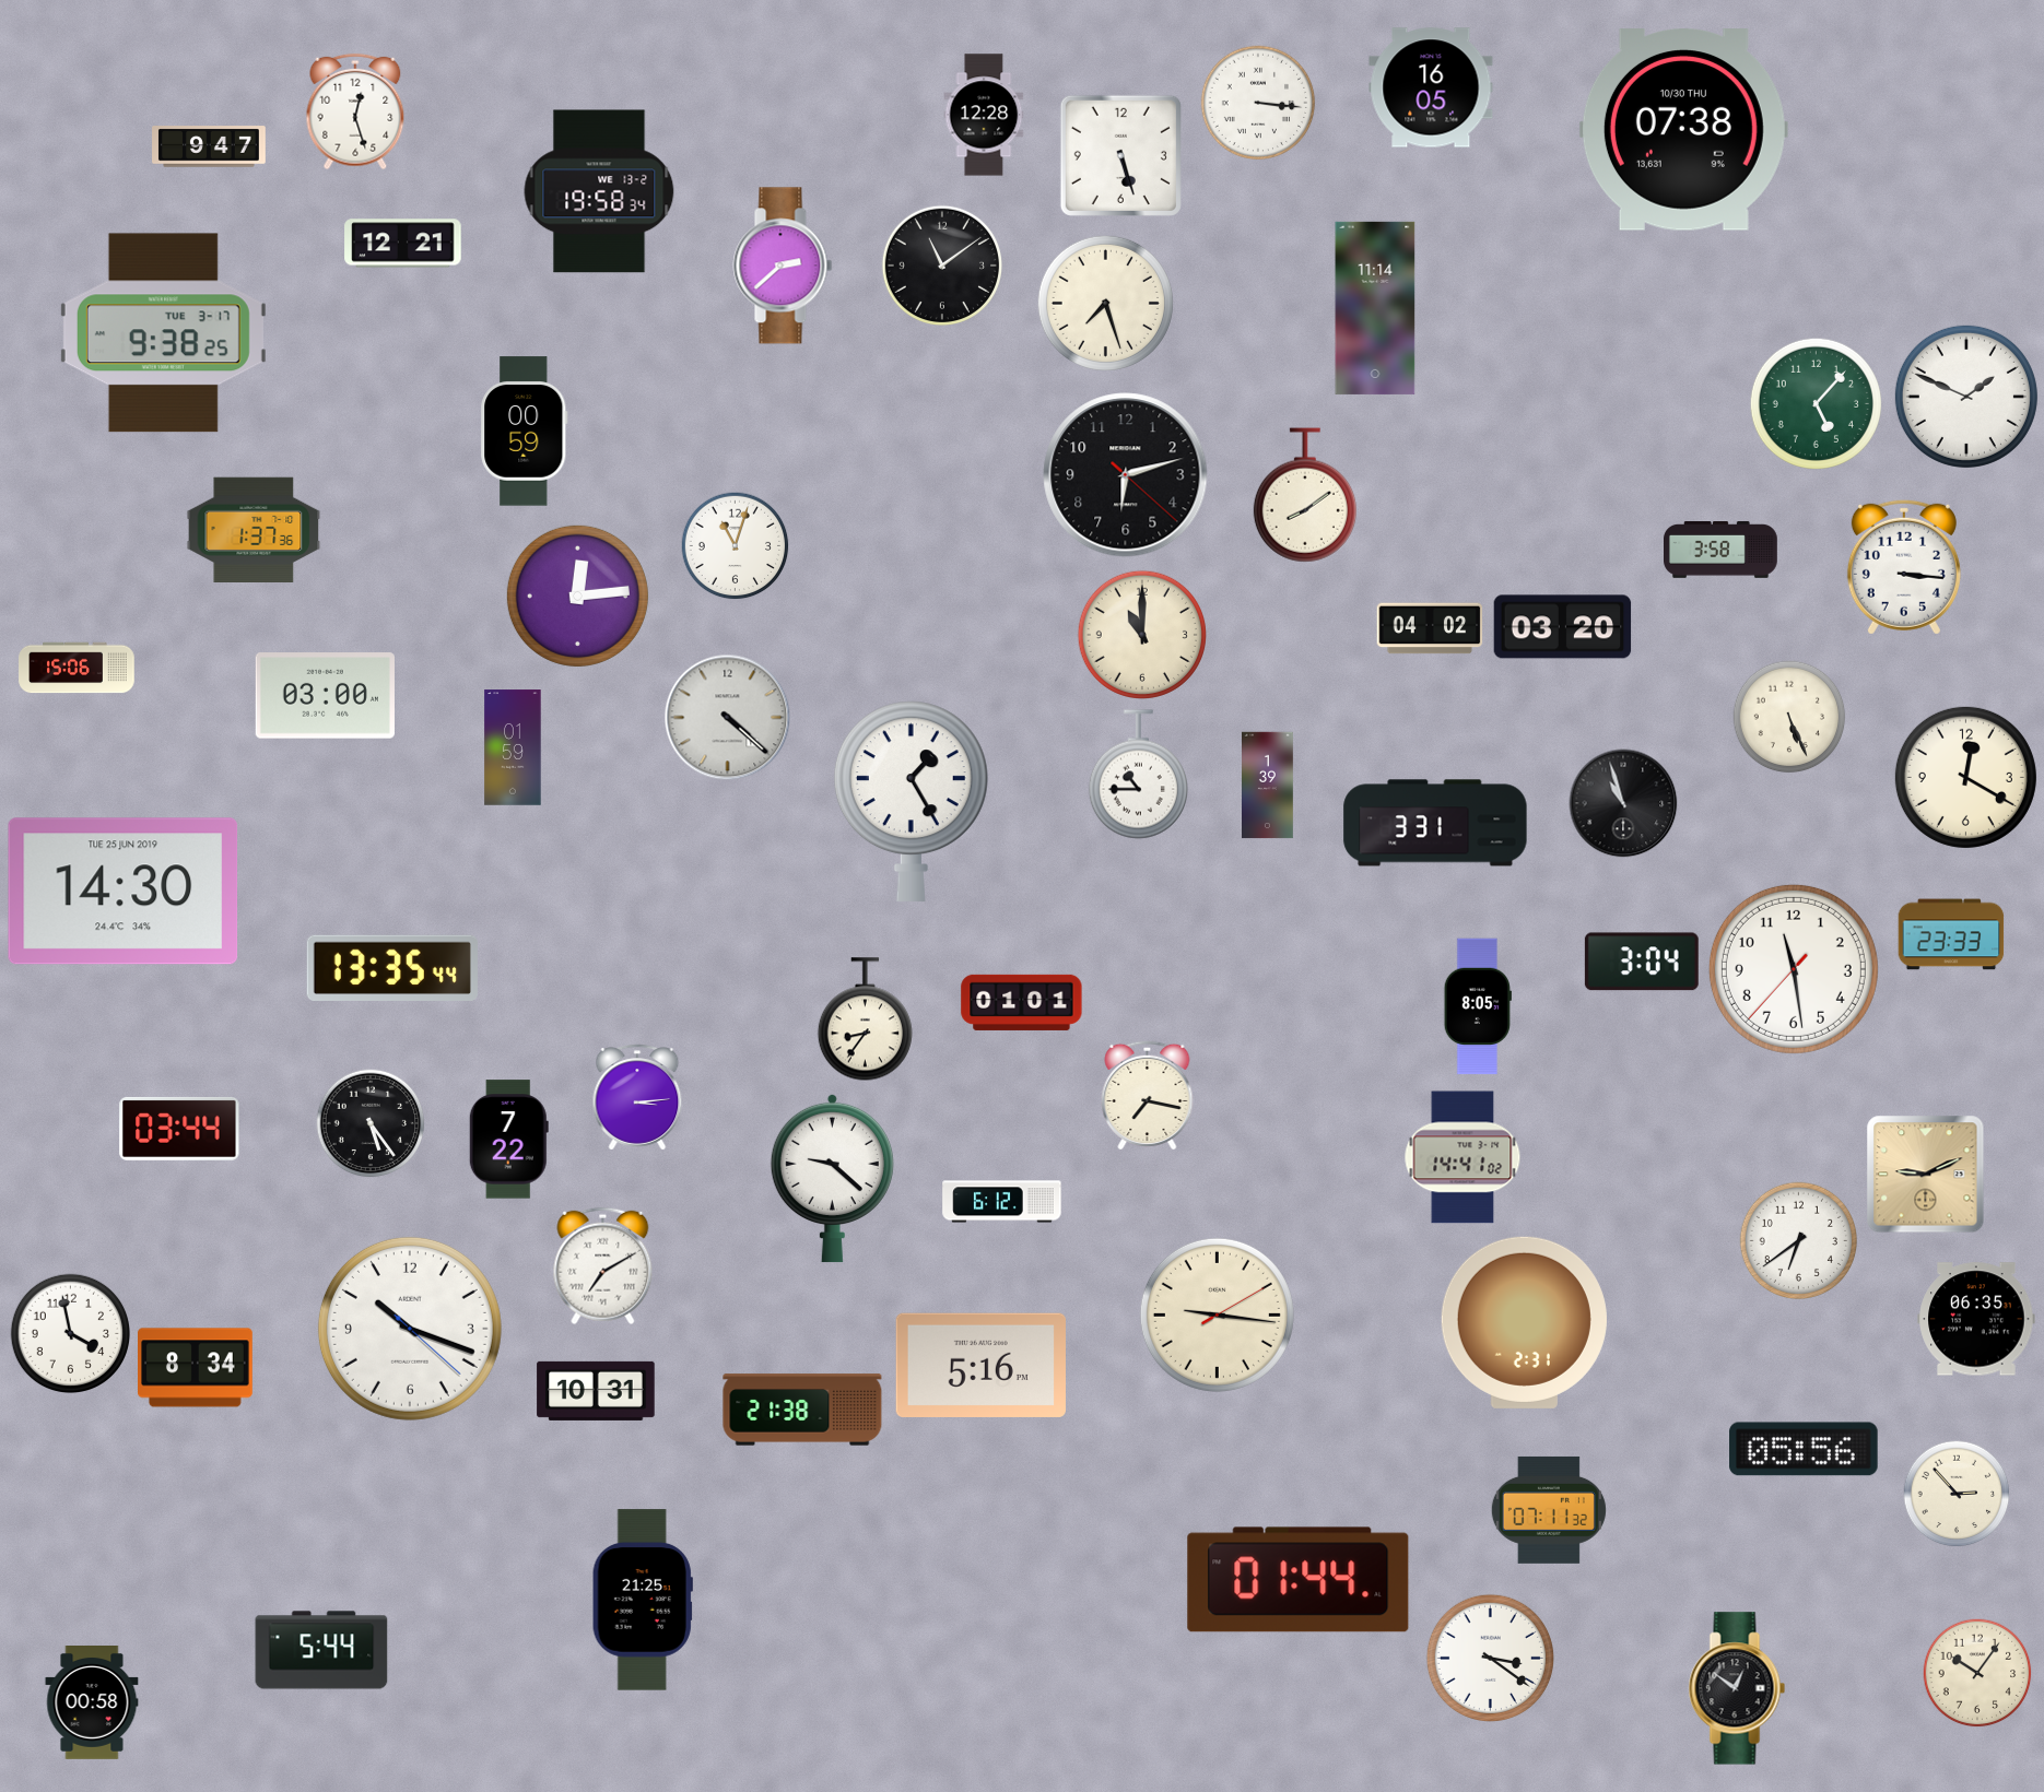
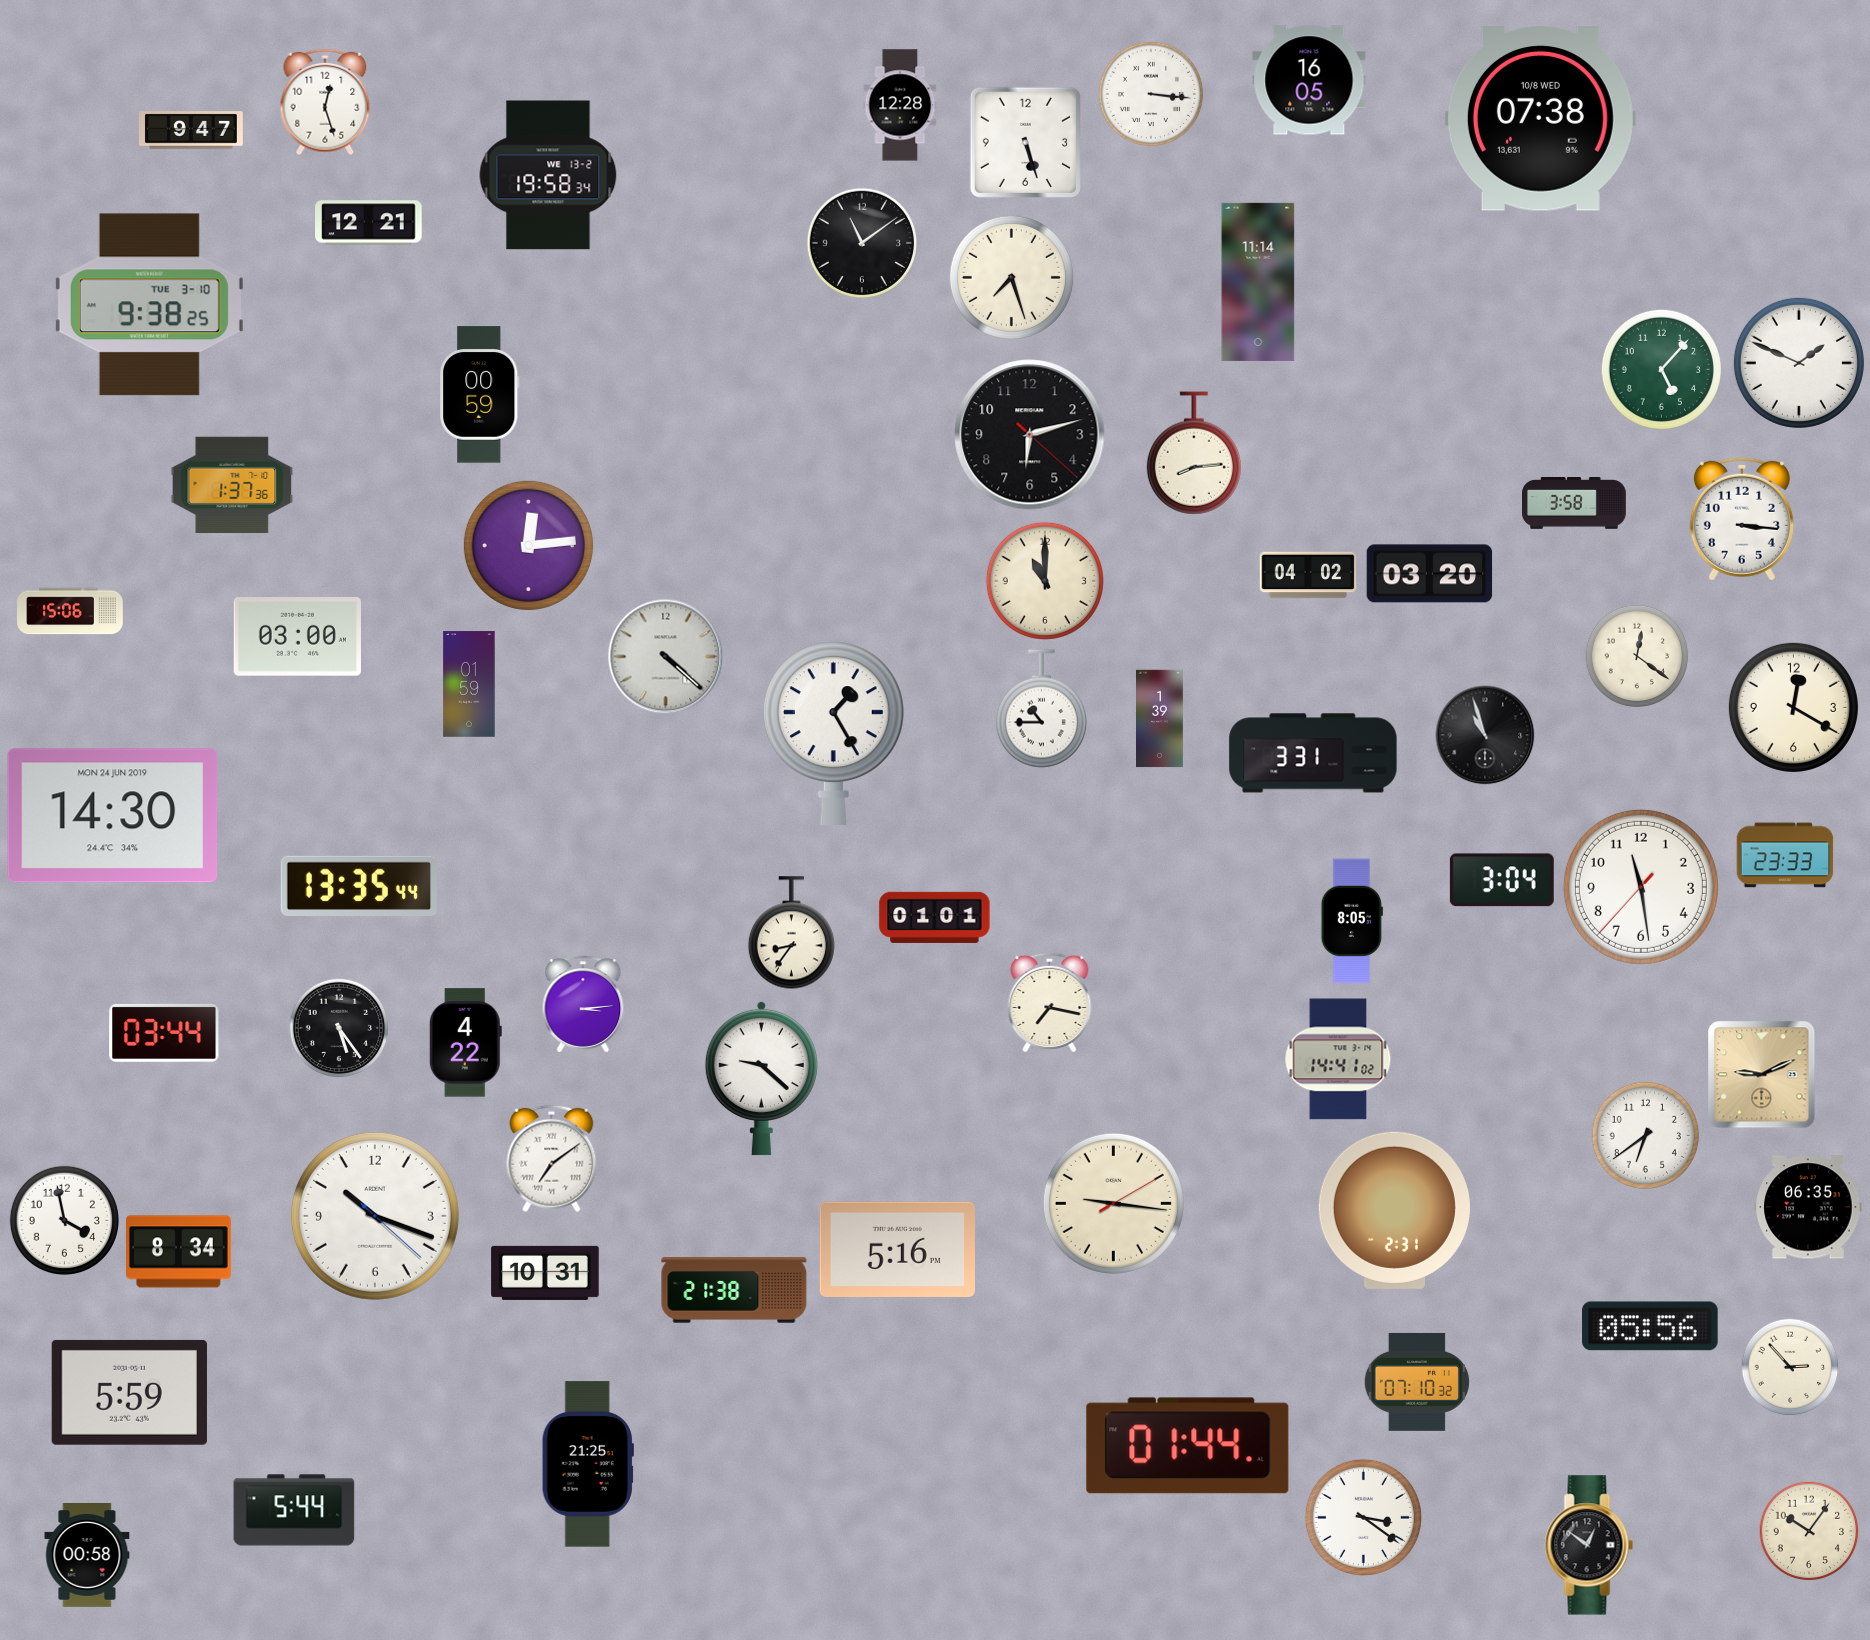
clock at (1683, 130) date: 10/30 THU -> 10/8 WED
clock at (210, 146) position: (210, 146) -> (192, 130)
clock at (783, 266): 2:38 -> none
clock at (163, 333) date: TUE 3-17 -> TUE 3-10
clock at (1305, 495): 8:09 -> 8:14
clock at (736, 546): 11:03 -> none
clock at (1789, 717): 5:26 -> 12:21
clock at (1965, 777) position: (1965, 777) -> (1793, 707)
clock at (124, 892) date: TUE 25 JUN 2019 -> MON 24 JUN 2019
clock at (508, 1140): 7:22 -> 4:22
clock at (1002, 1202): 6:12 -> none
clock at (603, 1266): 7:10 -> 7:09
clock at (1549, 1510): 07:11 -> 07:10
clock at (129, 1392): none -> 5:59
clock at (92, 1703) position: (92, 1703) -> (87, 1556)
